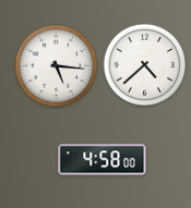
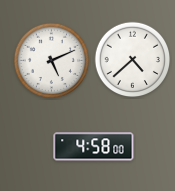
clock at (57, 66): 5:16 -> 5:11
